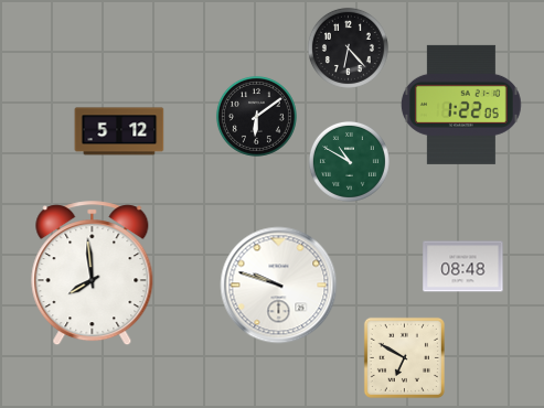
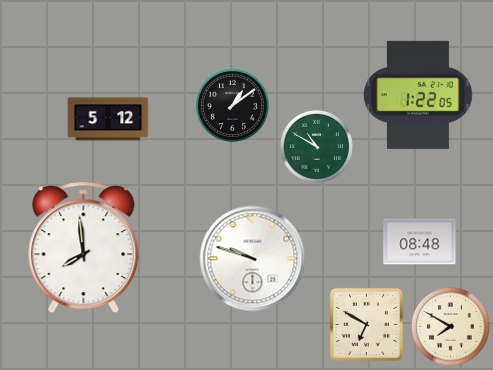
clock at (348, 47): 6:23 -> none
clock at (256, 116): 6:09 -> 1:09
clock at (451, 327): none -> 7:50
